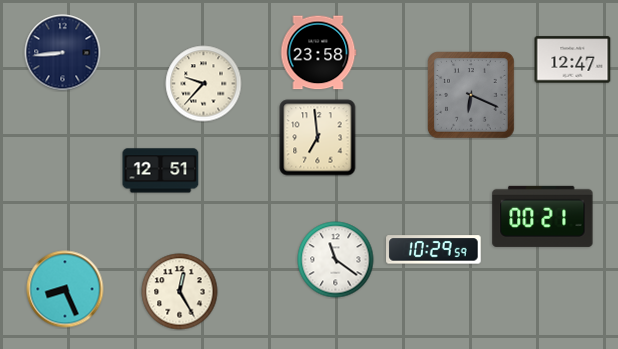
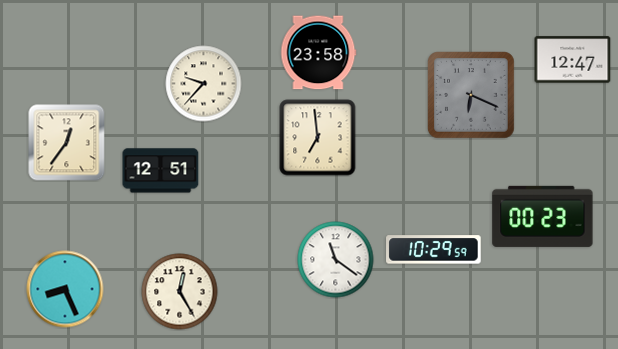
clock at (63, 53): 8:44 -> none
clock at (67, 143): none -> 12:36
clock at (543, 216): 00:21 -> 00:23
